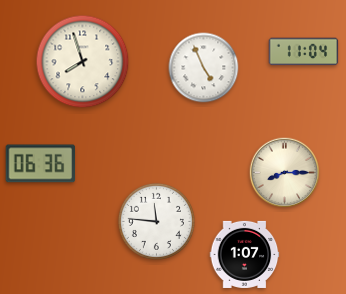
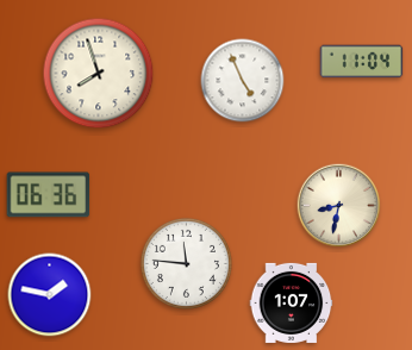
clock at (285, 173): 8:15 -> 8:32
clock at (50, 295): none -> 1:47
